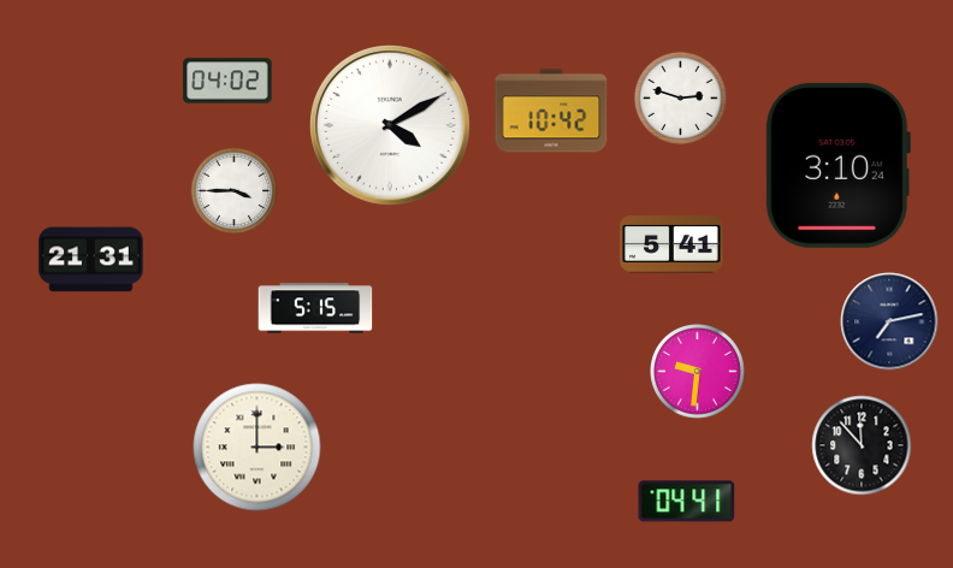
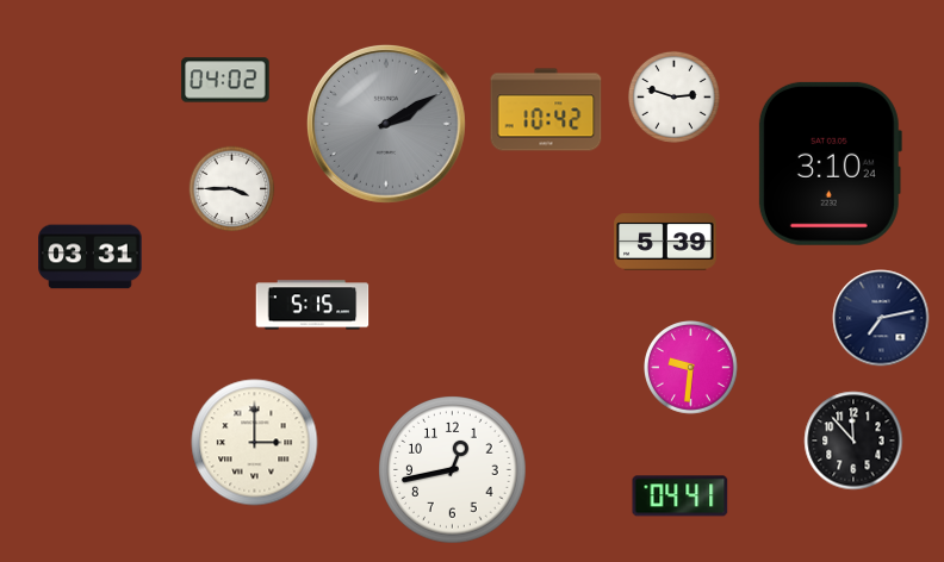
clock at (390, 125): 4:10 -> 2:10
clock at (390, 125) dial: white -> grey
clock at (671, 244): 5:41 -> 5:39
clock at (91, 260): 21:31 -> 03:31
clock at (453, 470): none -> 12:43
